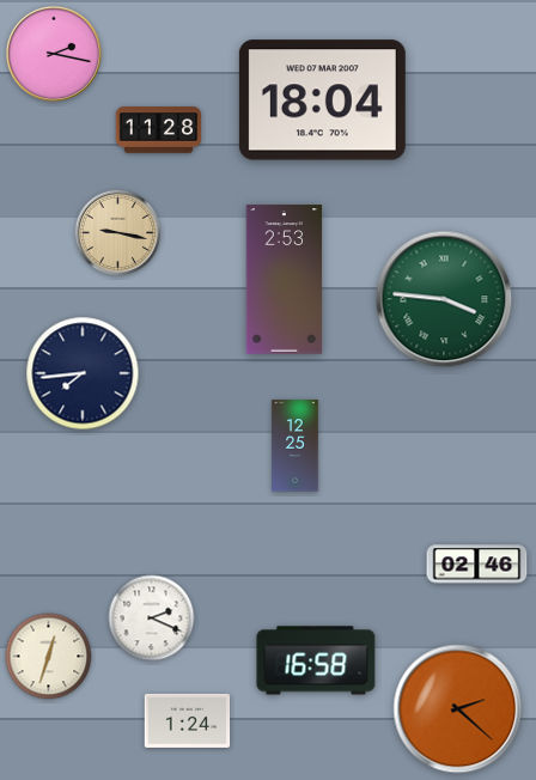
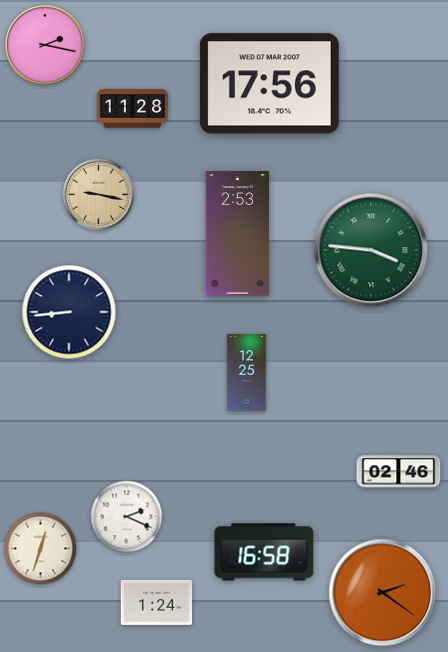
clock at (322, 100): 18:04 -> 17:56
clock at (83, 373): 7:44 -> 8:44
clock at (458, 709): 2:22 -> 2:21
